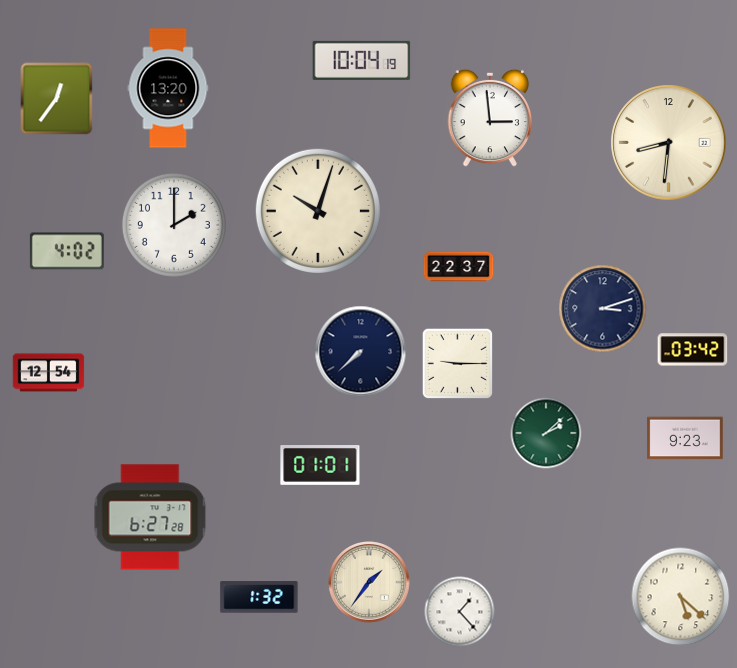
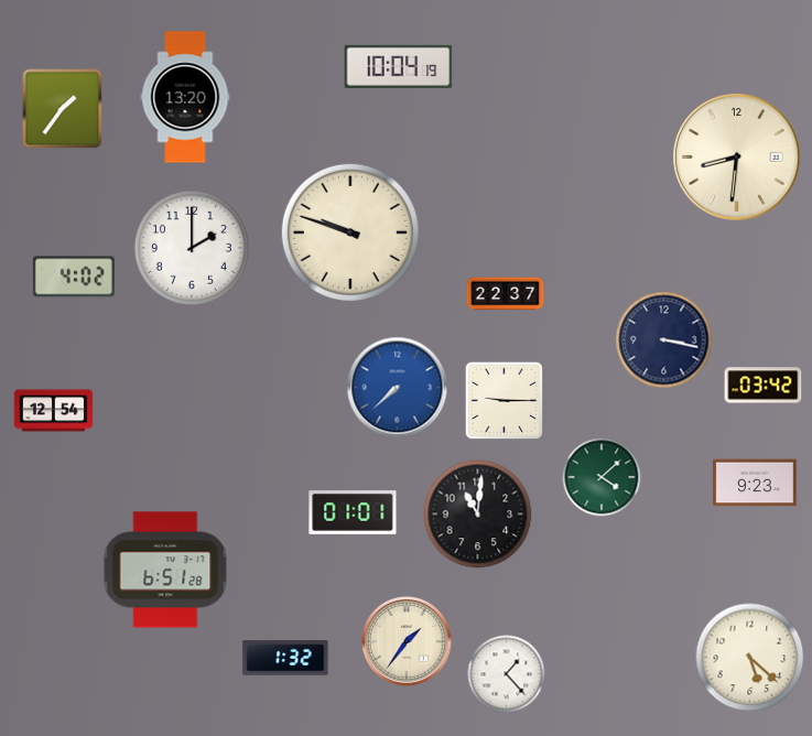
clock at (57, 99): 12:36 -> 1:36
clock at (490, 118): 2:59 -> none
clock at (318, 211): 10:03 -> 9:48
clock at (603, 309): 3:12 -> 3:17
clock at (361, 352) dial: navy -> blue
clock at (546, 433): 2:08 -> 4:08
clock at (478, 515): none -> 11:01
clock at (150, 517): 6:27 -> 6:51
